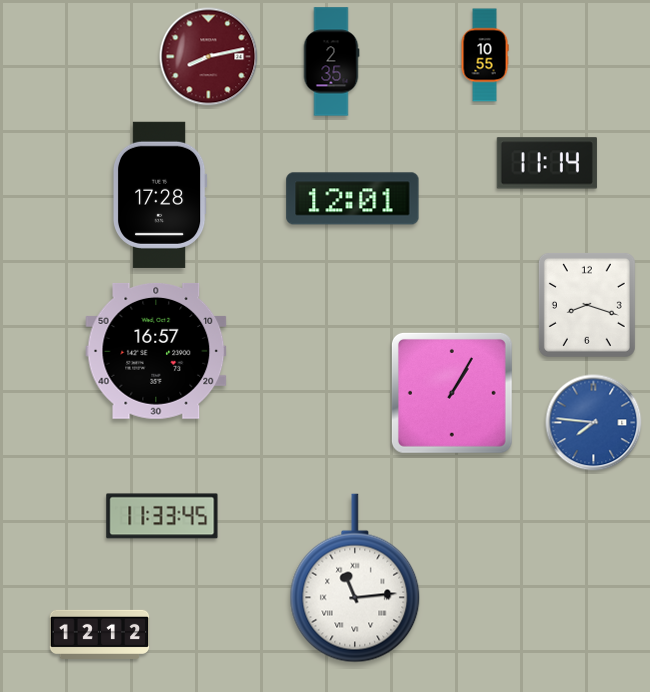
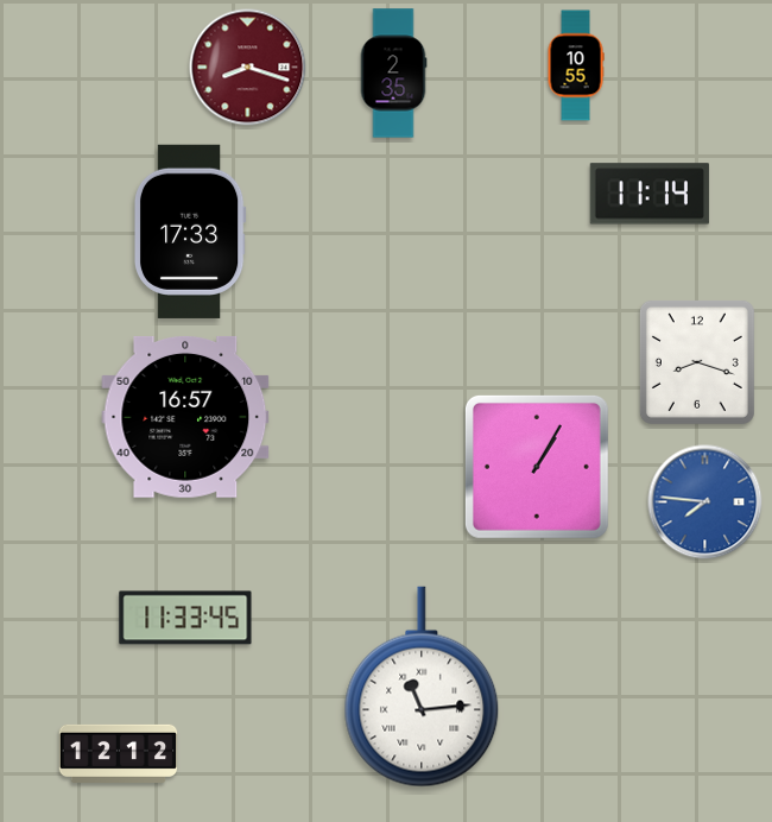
clock at (209, 57): 8:13 -> 8:18
clock at (160, 195): 17:28 -> 17:33
clock at (353, 199): 12:01 -> none
clock at (162, 516) position: (162, 516) -> (185, 618)
